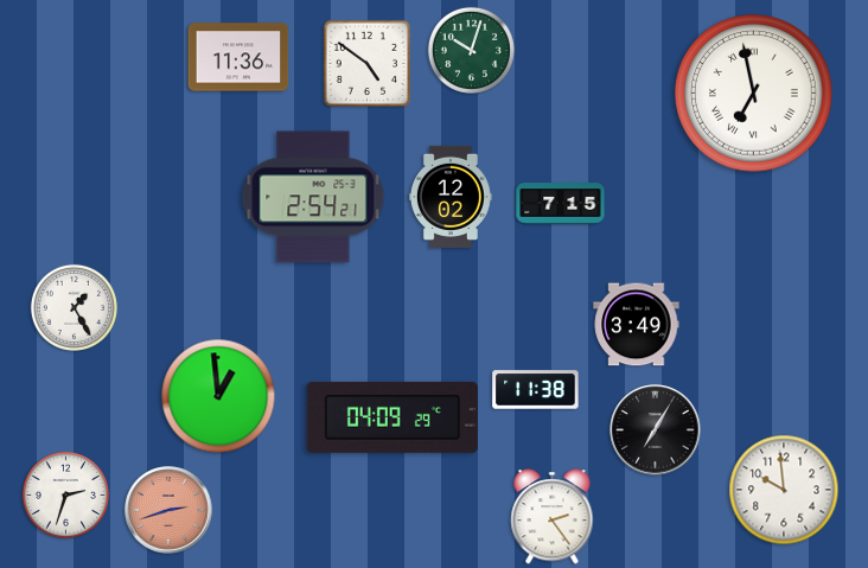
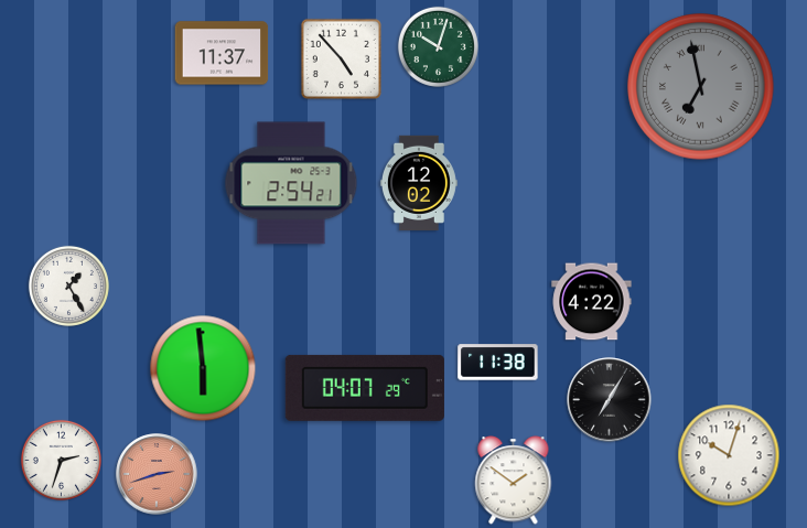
clock at (238, 57): 11:36 -> 11:37
clock at (366, 63): 4:51 -> 4:53
clock at (754, 94) dial: white -> grey
clock at (561, 204): 7:15 -> none
clock at (637, 325): 3:49 -> 4:22
clock at (218, 396): 12:59 -> 5:59
clock at (392, 417): 04:09 -> 04:07
clock at (784, 490): 9:59 -> 10:03
clock at (553, 517): 2:24 -> 1:51
